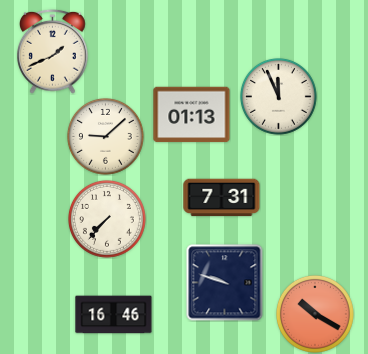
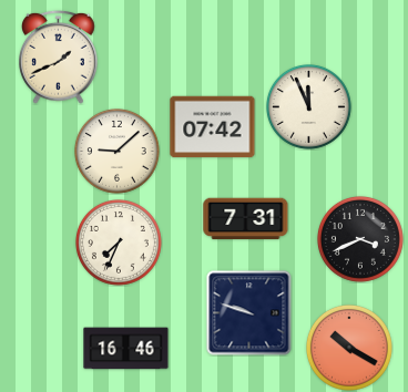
clock at (192, 115): 01:13 -> 07:42
clock at (360, 239): none -> 3:41
clock at (107, 219): 7:37 -> 7:34
